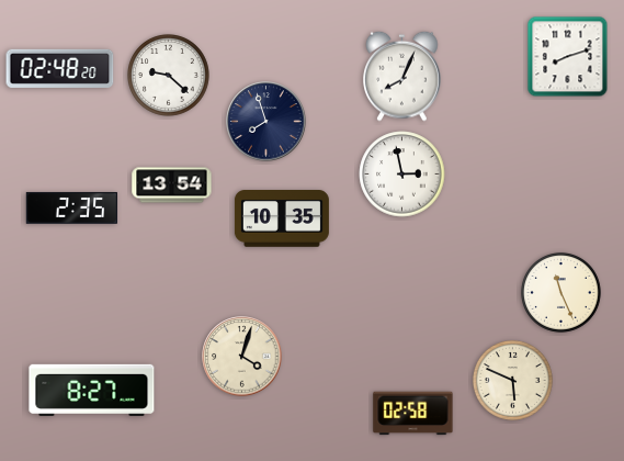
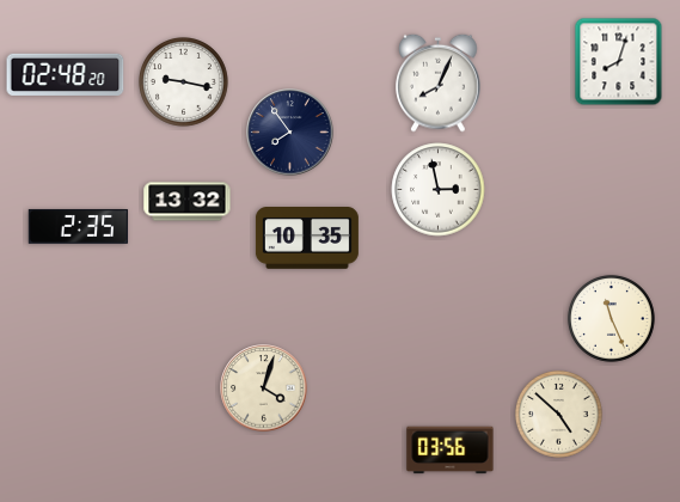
clock at (568, 57): 8:12 -> 8:03
clock at (169, 76): 9:22 -> 9:17
clock at (266, 122): 7:57 -> 7:54
clock at (172, 185): 13:54 -> 13:32
clock at (512, 380): 5:49 -> 4:52
clock at (92, 390): 8:27 -> none
clock at (413, 414): 02:58 -> 03:56
